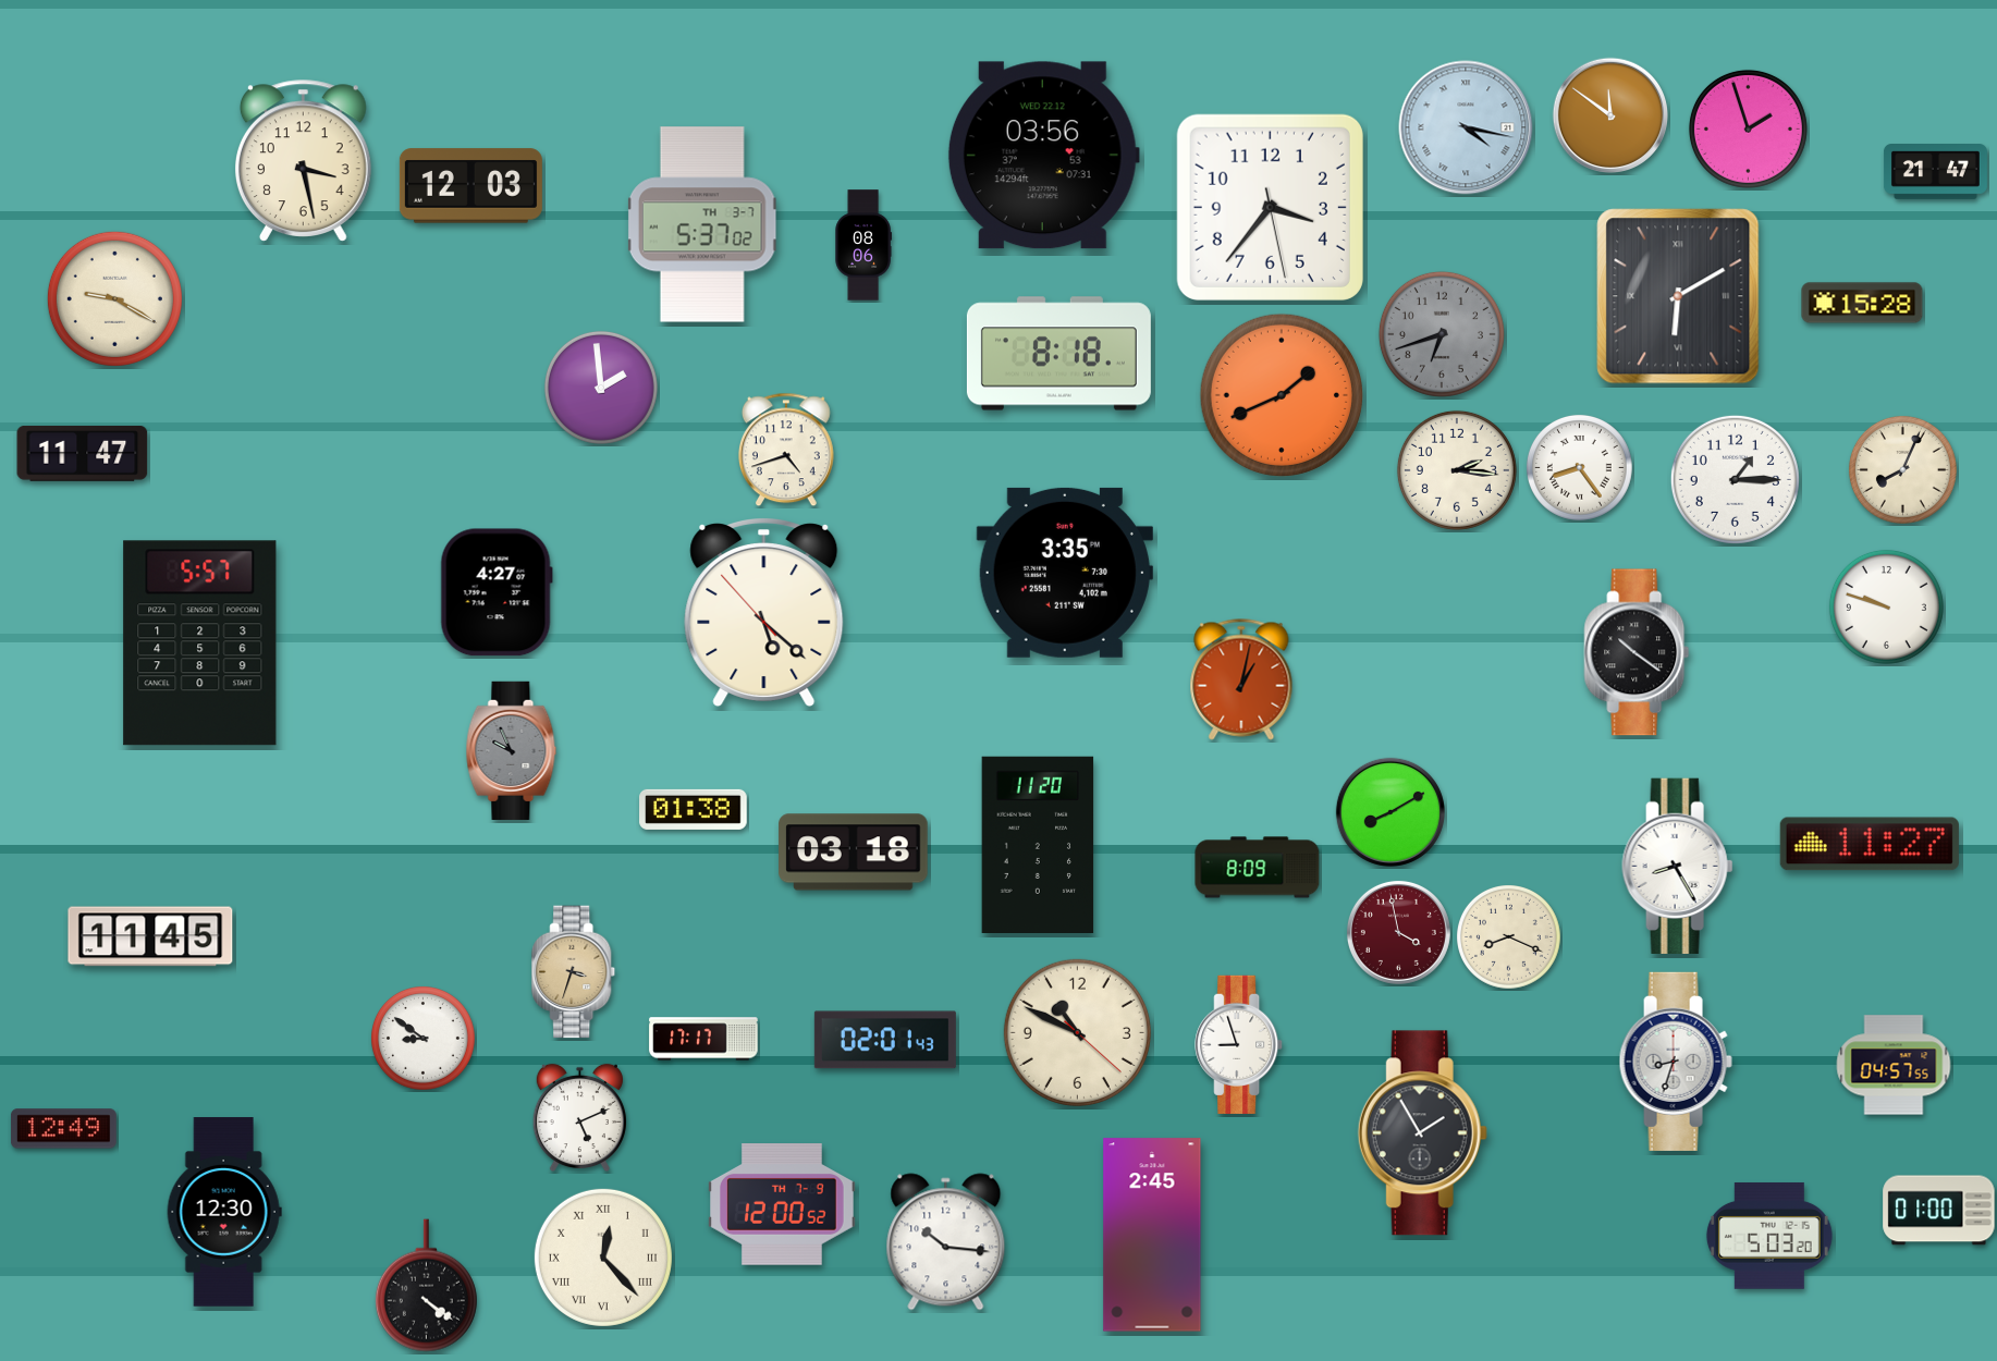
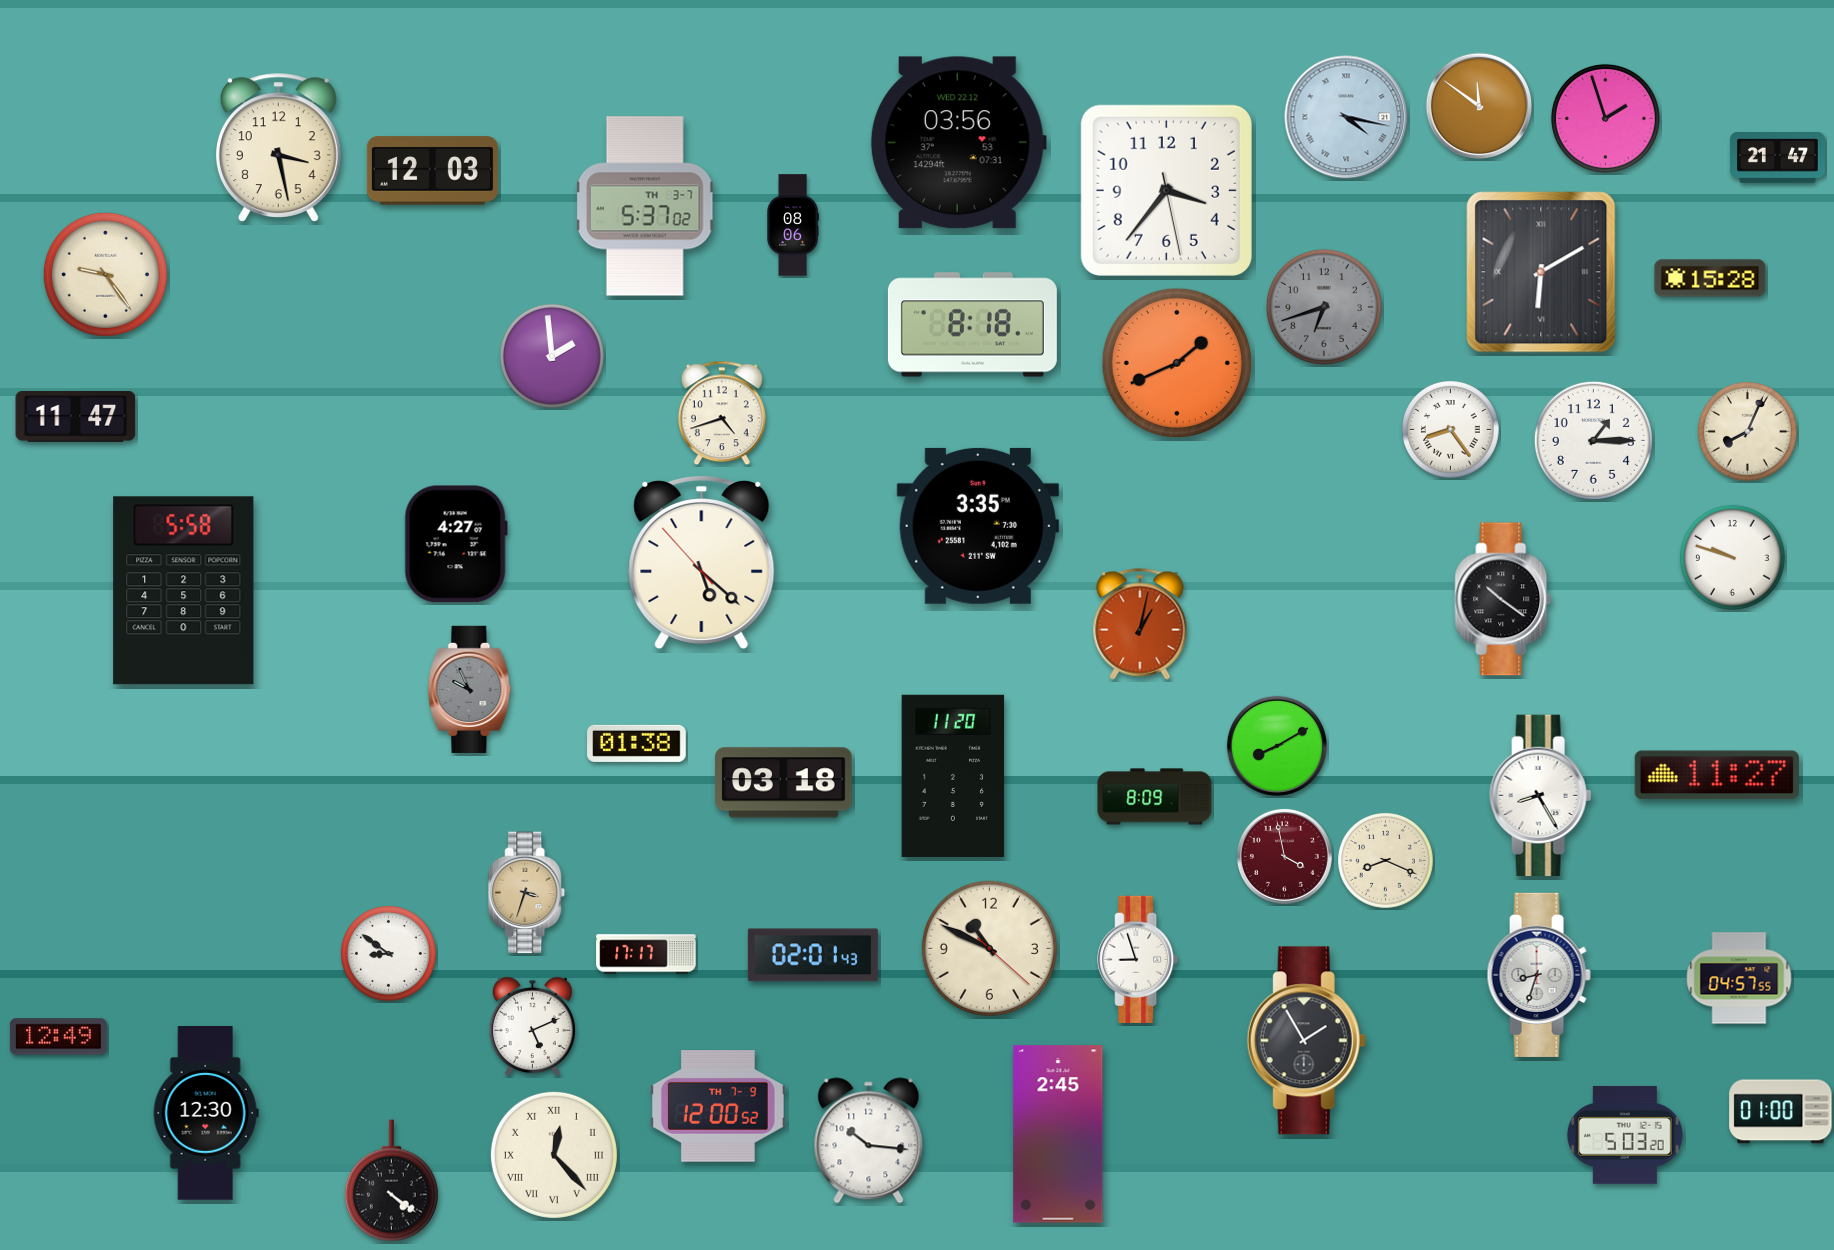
clock at (114, 298): 9:20 -> 9:24
clock at (1457, 470): 2:16 -> none
clock at (200, 643): 5:57 -> 5:58
clock at (150, 936): 11:45 -> none
